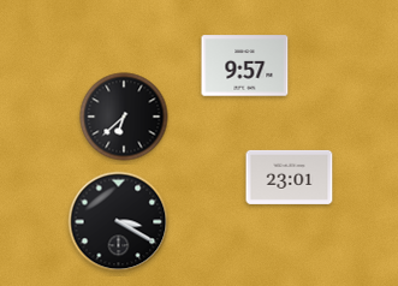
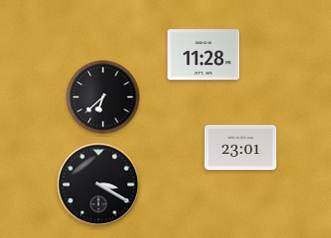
clock at (245, 66): 9:57 -> 11:28
